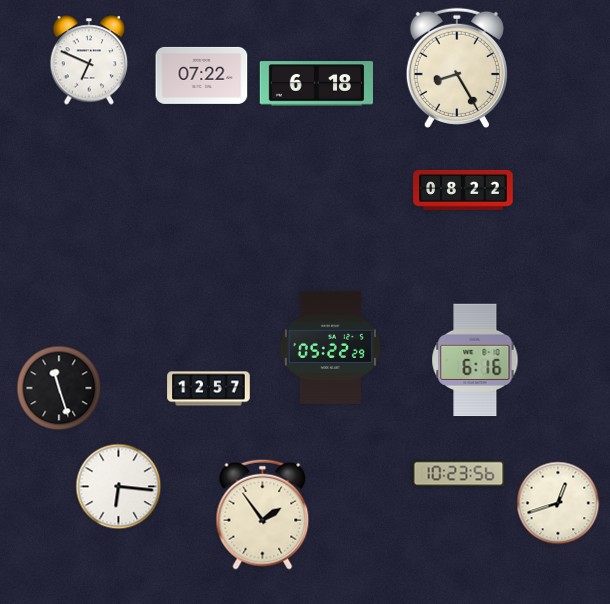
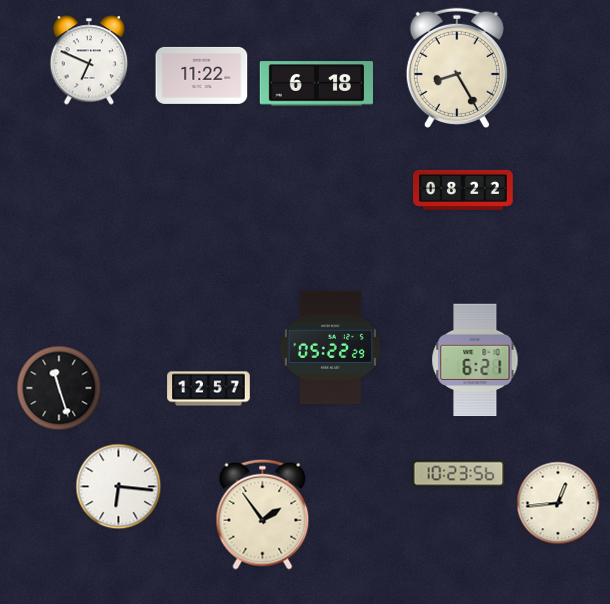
clock at (202, 75): 07:22 -> 11:22
clock at (475, 360): 6:16 -> 6:21
clock at (558, 503): 12:42 -> 12:44
